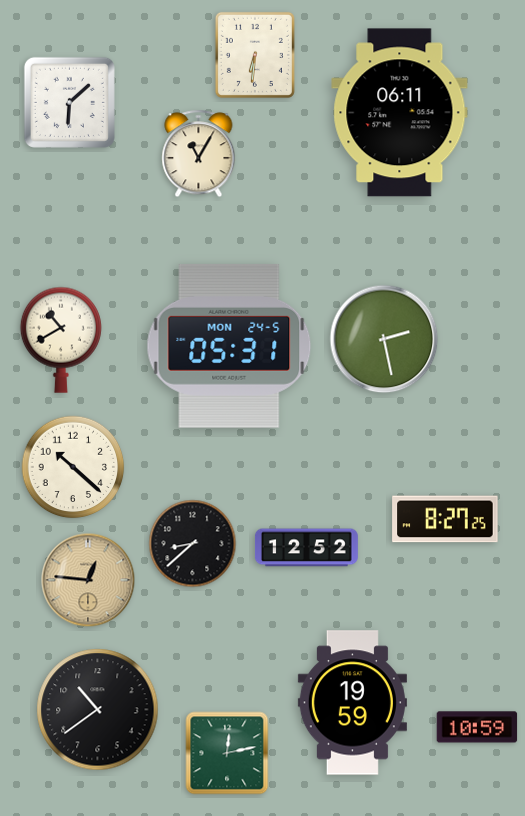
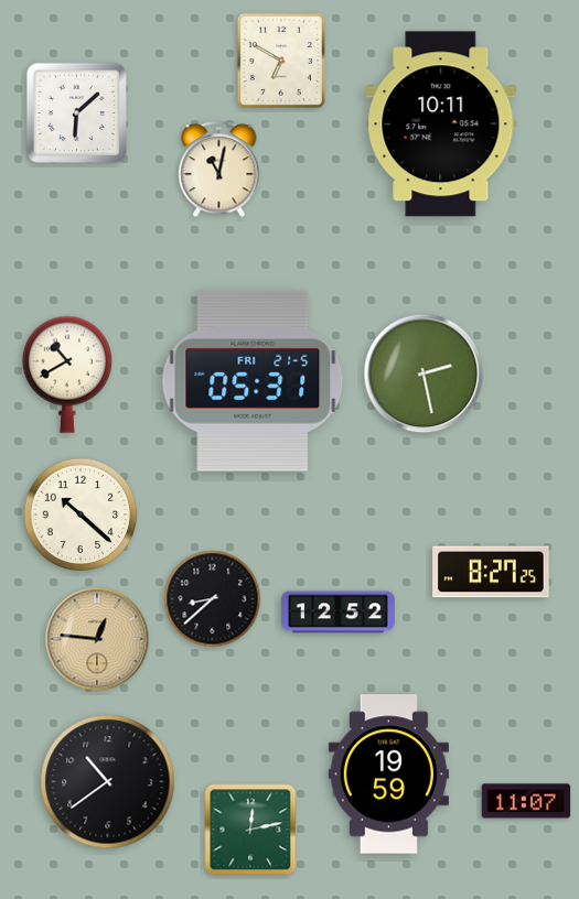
clock at (255, 55): 6:31 -> 6:50
clock at (400, 113): 06:11 -> 10:11
clock at (199, 154): 11:05 -> 11:02
clock at (229, 346) date: MON 24-5 -> FRI 21-5
clock at (306, 548) position: (306, 548) -> (337, 613)
clock at (477, 727): 10:59 -> 11:07
